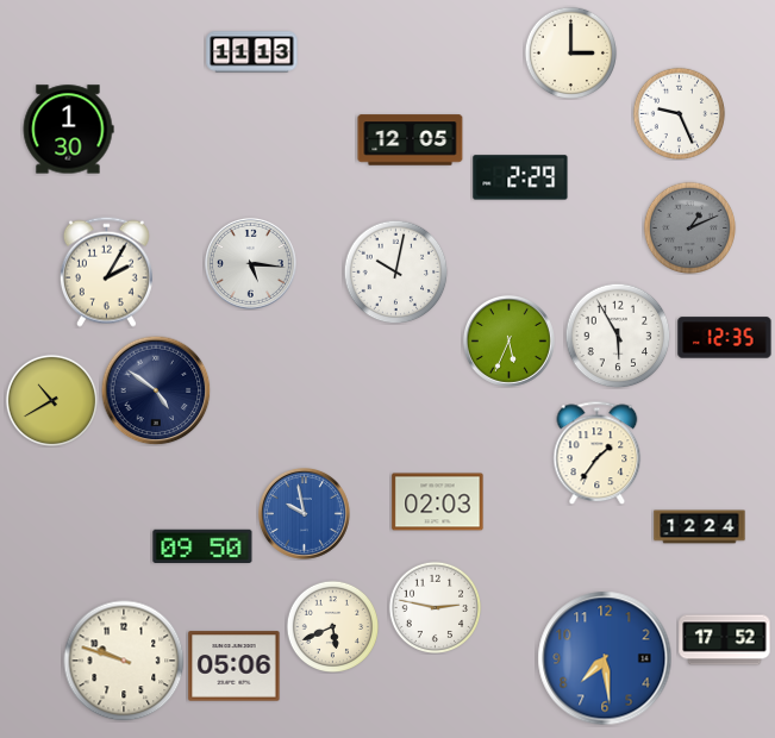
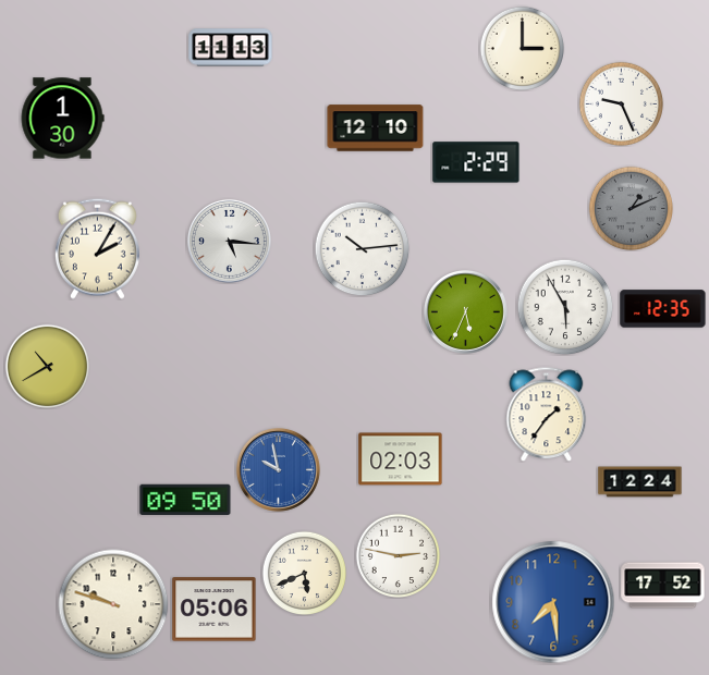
clock at (411, 140): 12:05 -> 12:10
clock at (395, 271): 10:02 -> 10:14
clock at (156, 390): 4:51 -> none
